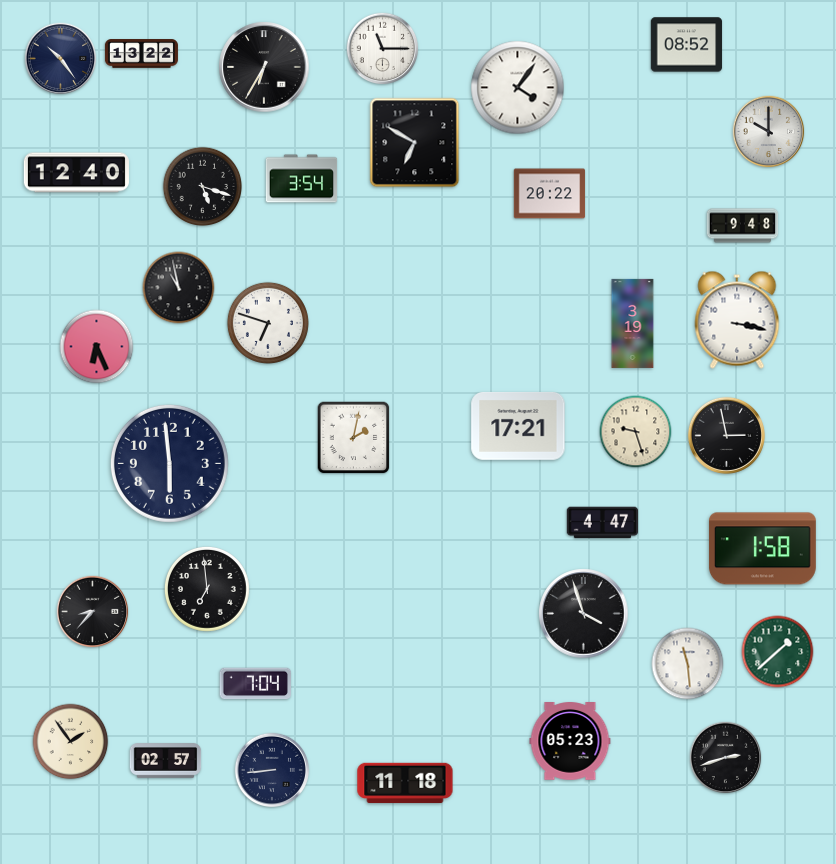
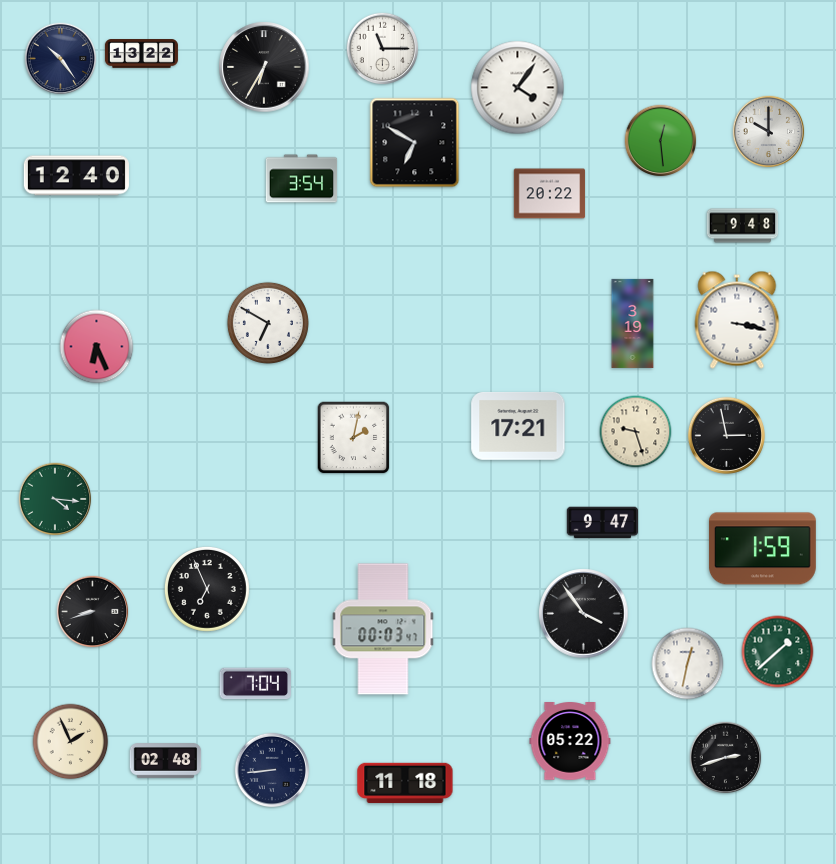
clock at (687, 45): 08:52 -> none
clock at (661, 141): none -> 12:29
clock at (76, 173) position: (76, 173) -> (76, 176)
clock at (203, 187): 5:18 -> none
clock at (179, 288): 10:58 -> none
clock at (268, 323): 6:48 -> 6:50
clock at (169, 463): 5:59 -> none
clock at (55, 499): none -> 4:16
clock at (603, 523): 4:47 -> 9:47
clock at (762, 549): 1:58 -> 1:59
clock at (207, 589): 6:59 -> 6:56
clock at (93, 612): 8:37 -> 8:42
clock at (584, 614): 3:57 -> 3:54
clock at (383, 629): none -> 00:03
clock at (688, 664): 11:29 -> 12:32
clock at (71, 742): 1:54 -> 1:56
clock at (570, 742): 05:23 -> 05:22
clock at (166, 761): 02:57 -> 02:48
